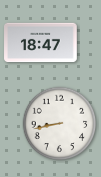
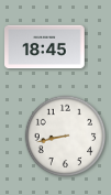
clock at (41, 43): 18:47 -> 18:45
